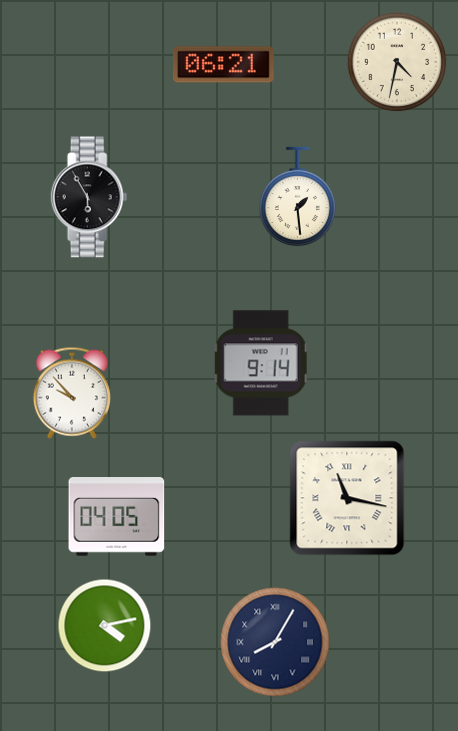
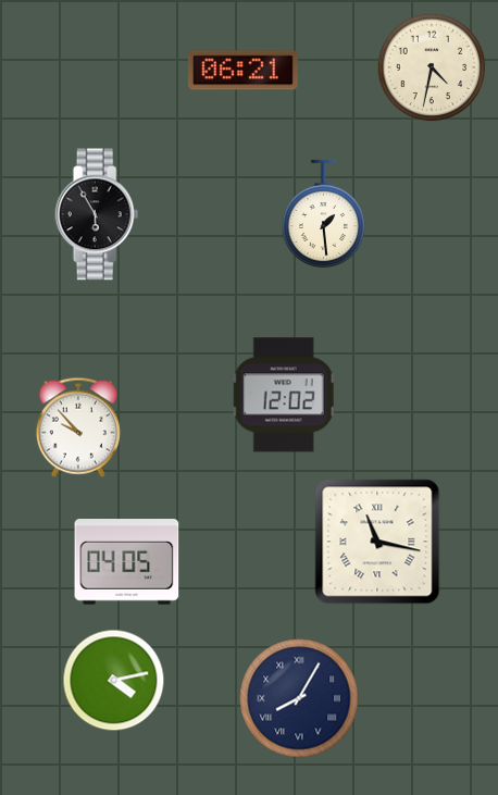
clock at (261, 363): 9:14 -> 12:02
